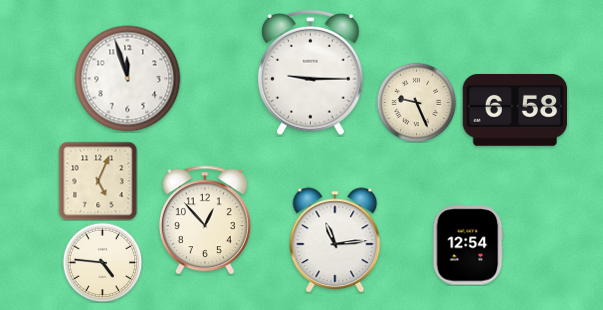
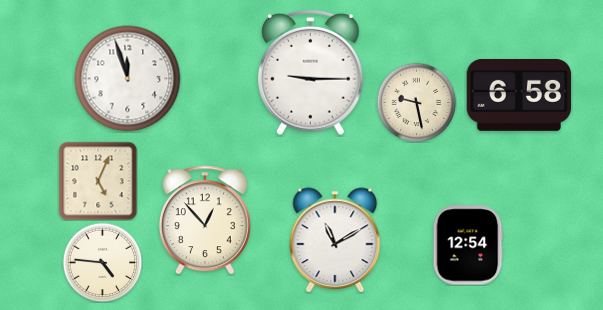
clock at (416, 102): 9:26 -> 9:28
clock at (515, 110) position: (515, 110) -> (519, 95)
clock at (335, 240): 11:14 -> 11:10
